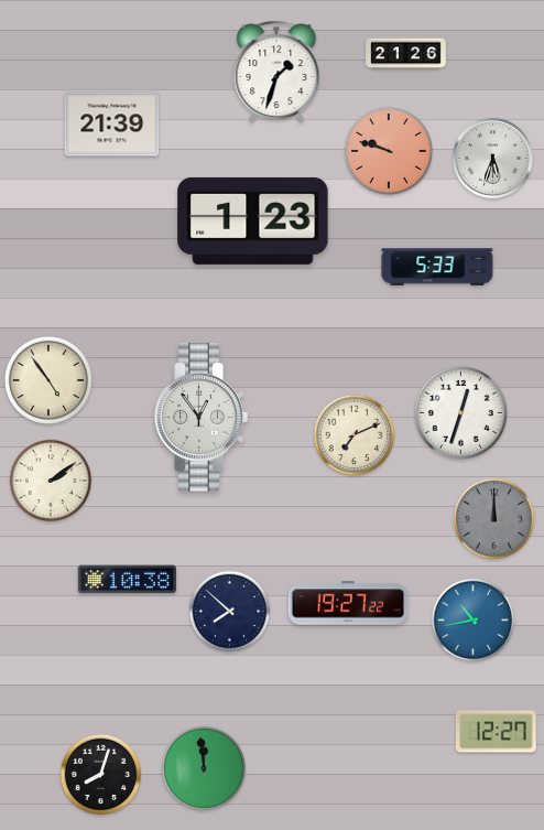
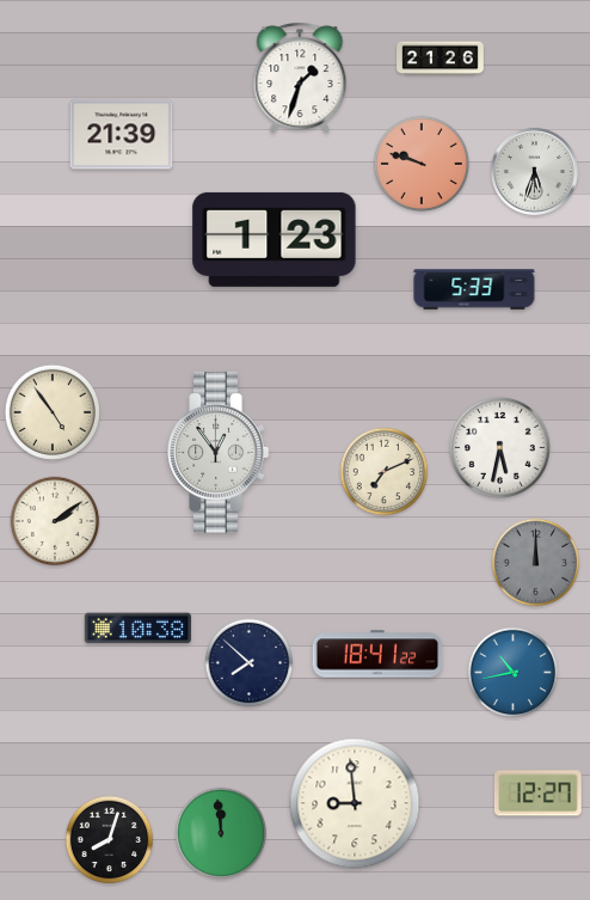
clock at (460, 412): 12:33 -> 5:32
clock at (348, 603): 19:27 -> 18:41
clock at (355, 803): none -> 8:59
